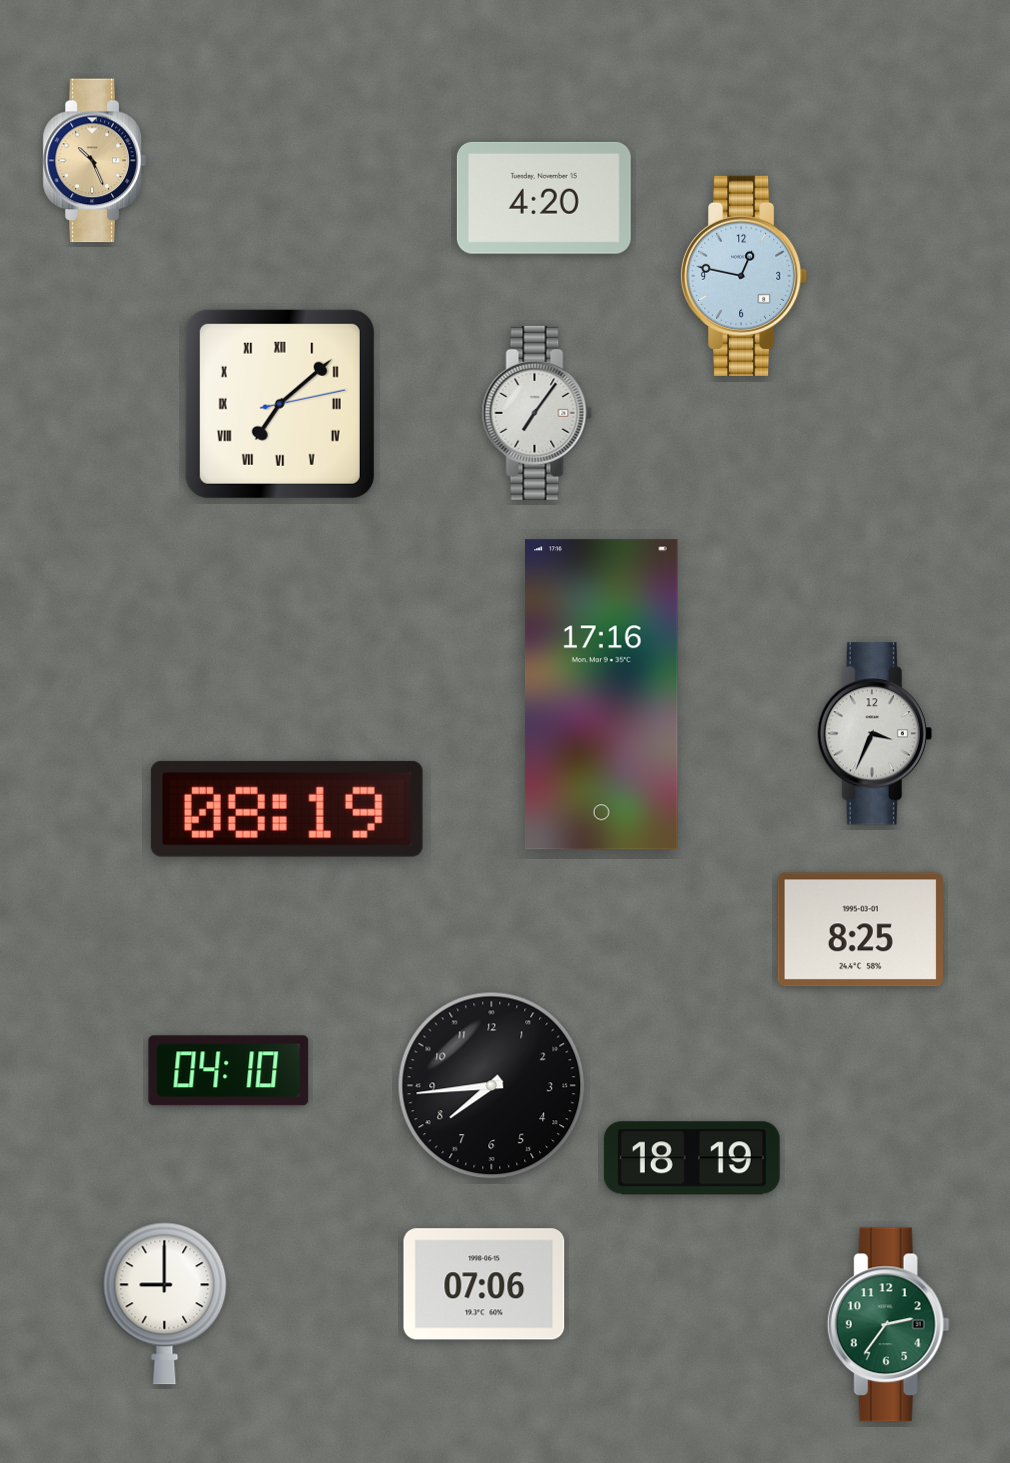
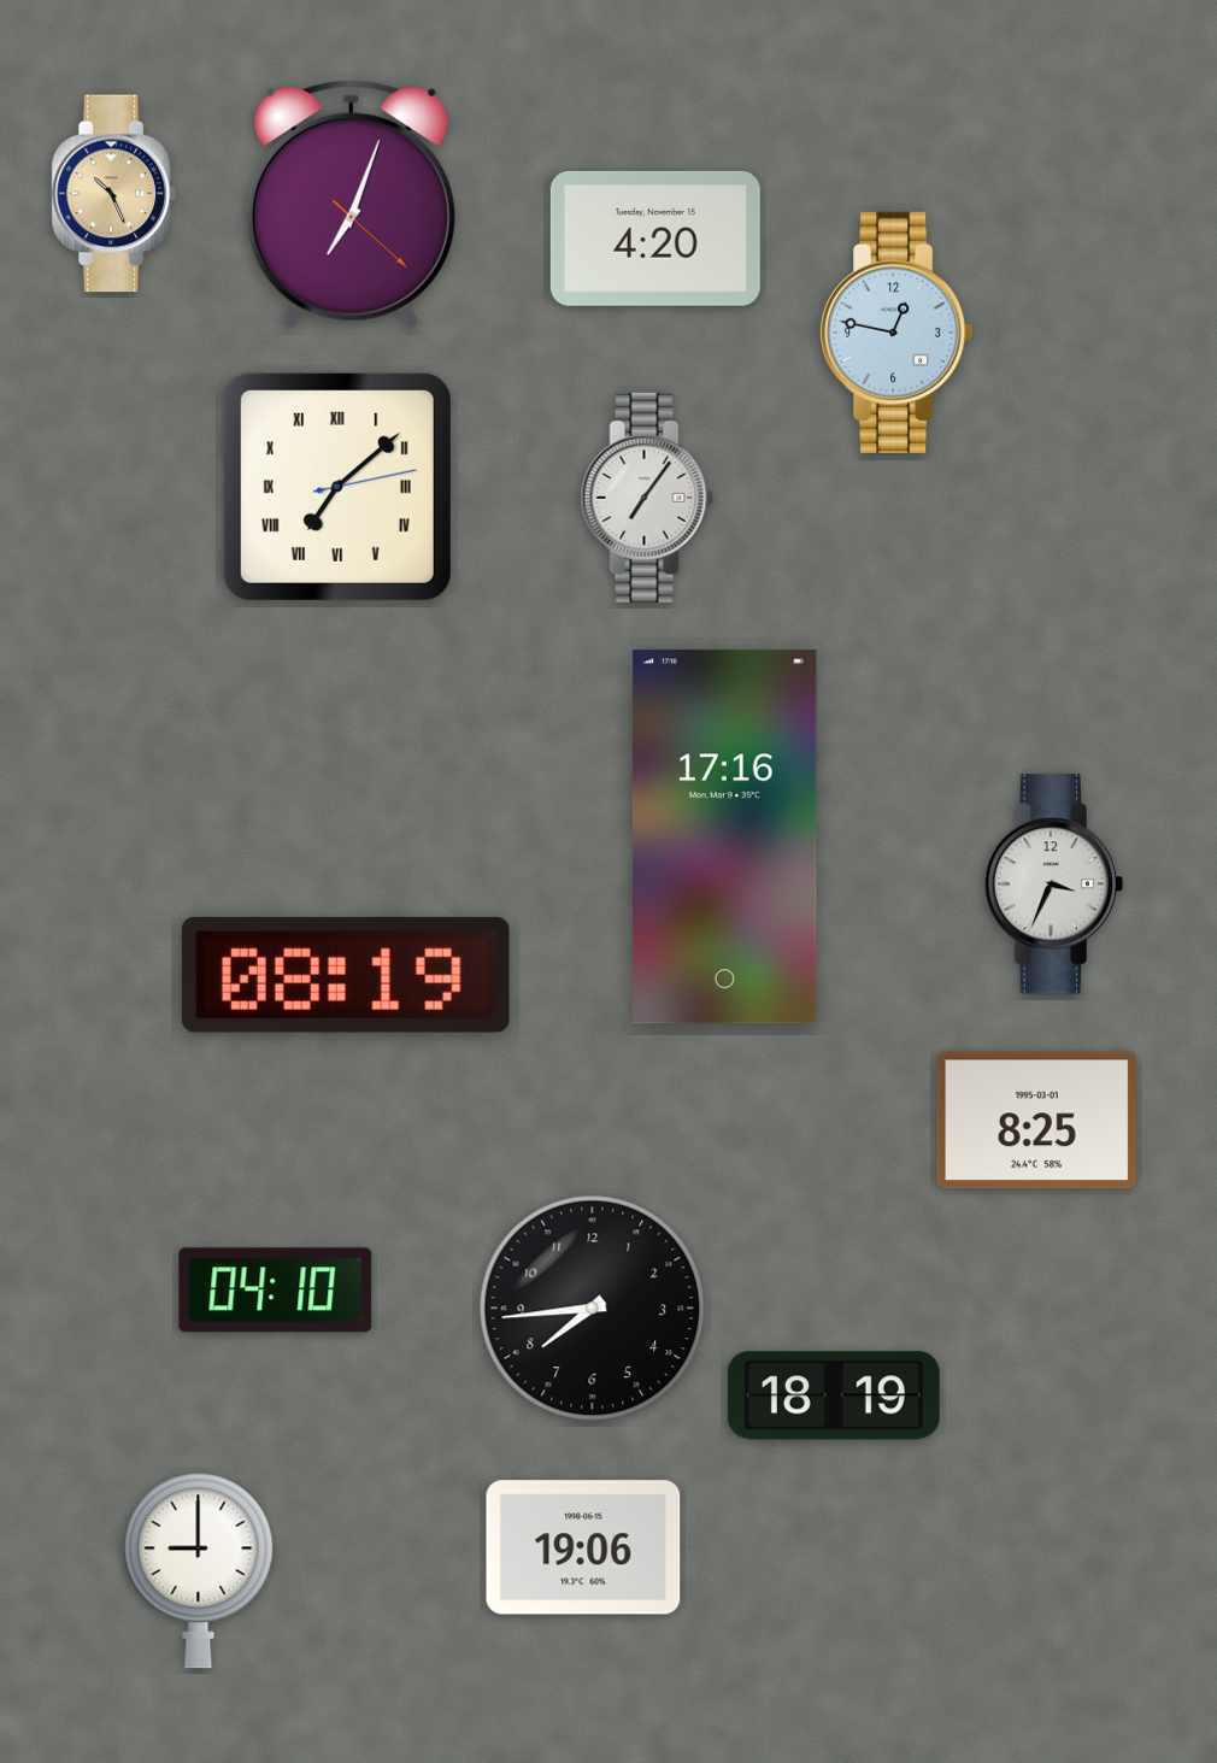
clock at (351, 205): none -> 7:03
clock at (484, 1284): 07:06 -> 19:06
clock at (888, 1325): 2:36 -> none
